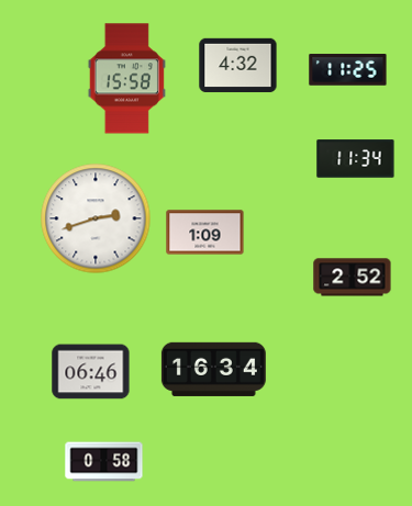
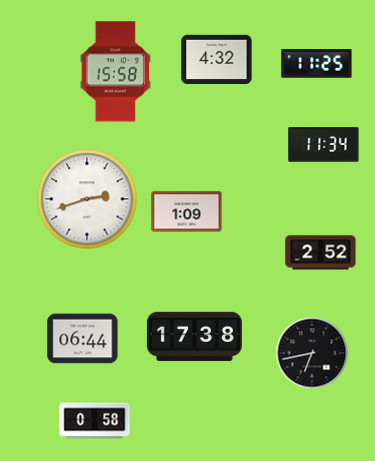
clock at (213, 369): 16:34 -> 17:38
clock at (91, 372): 06:46 -> 06:44
clock at (312, 353): none -> 6:43
